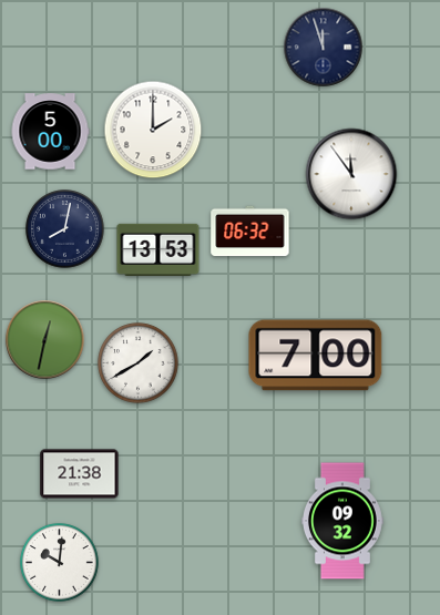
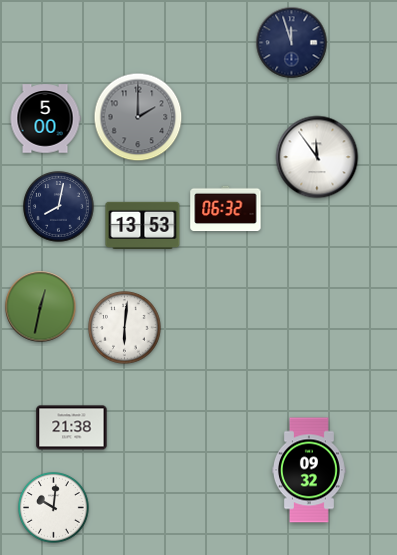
clock at (153, 130) dial: white -> grey
clock at (316, 356): 7:00 -> none
clock at (139, 363): 1:40 -> 6:01
